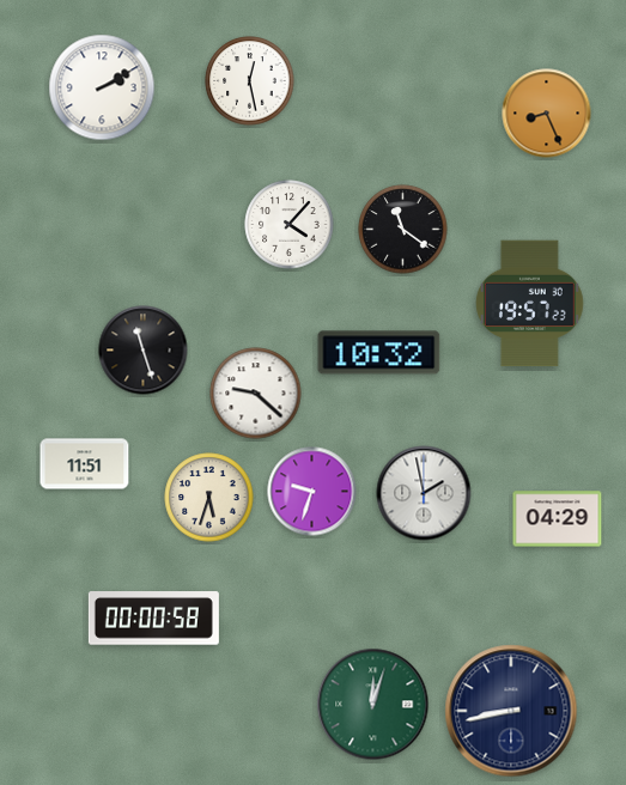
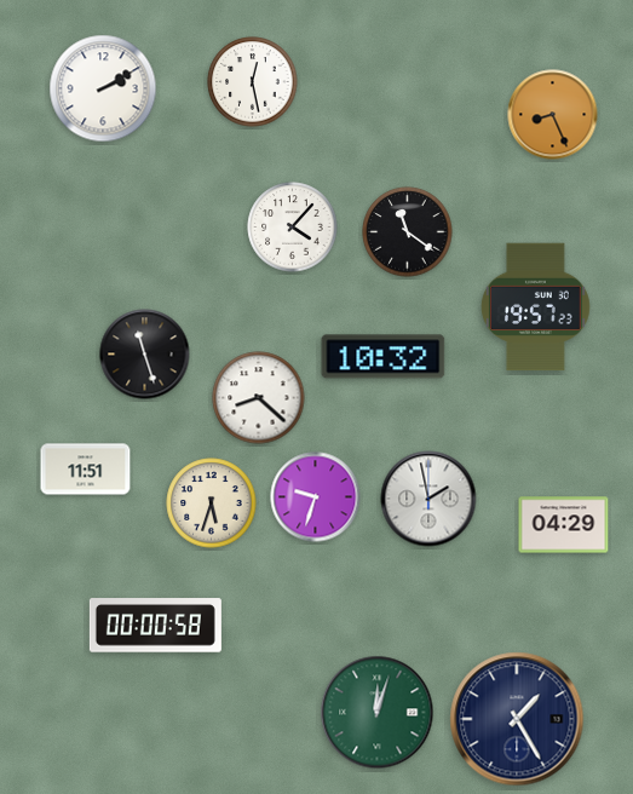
clock at (256, 394): 9:22 -> 8:22
clock at (511, 711): 8:43 -> 1:25
